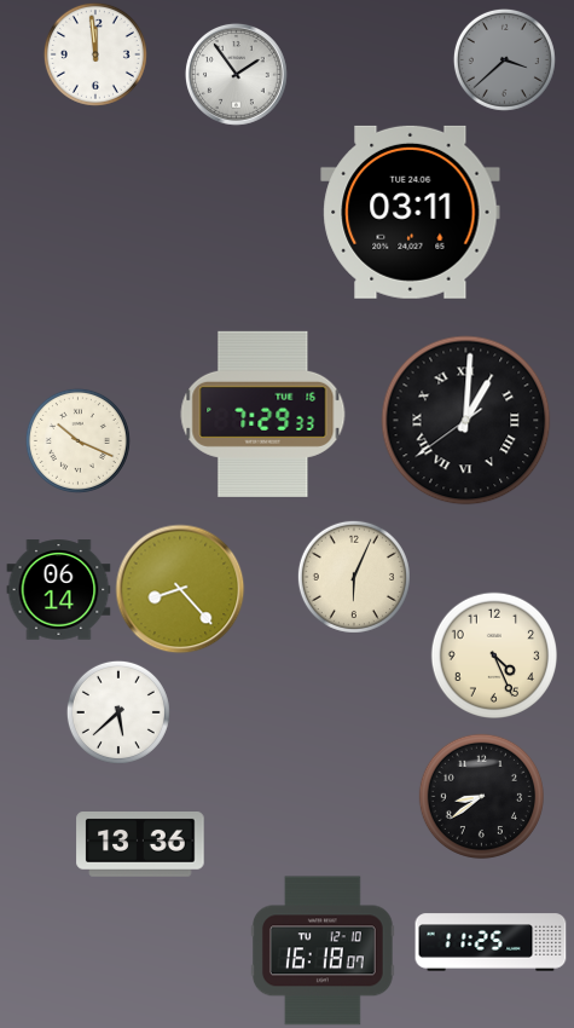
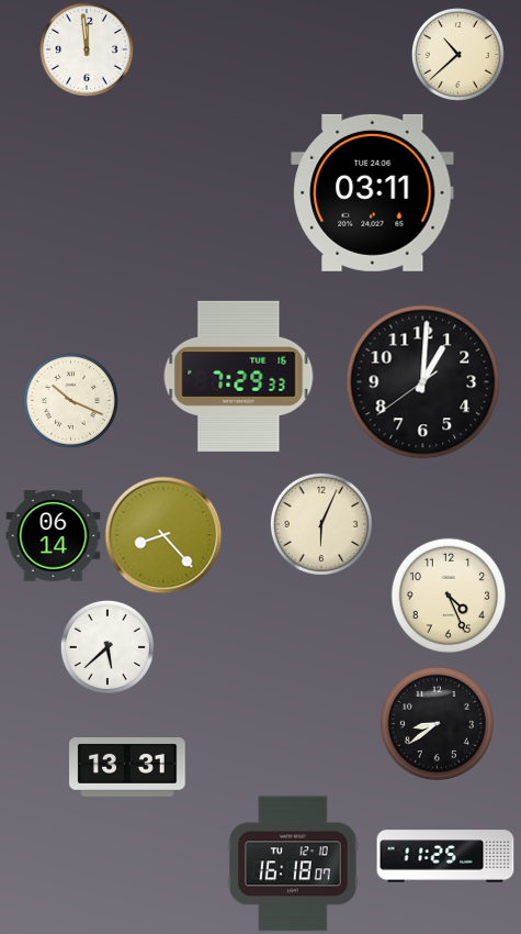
clock at (504, 59): 3:38 -> 10:38
clock at (504, 59) dial: grey -> cream
clock at (236, 74): 1:54 -> none
clock at (466, 421) numerals: Roman -> Arabic
clock at (140, 845): 13:36 -> 13:31
